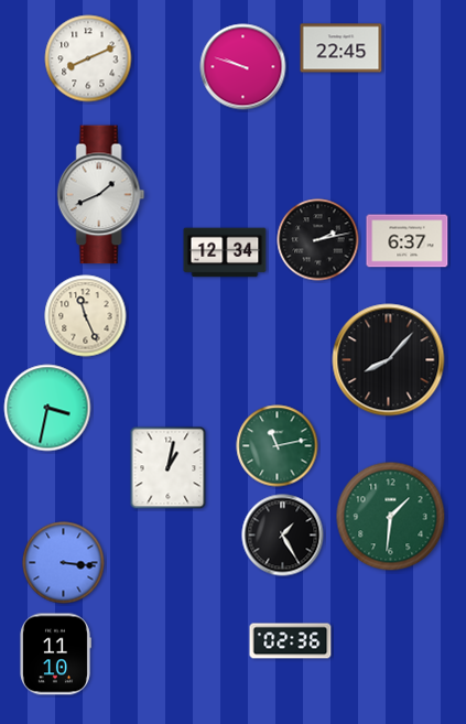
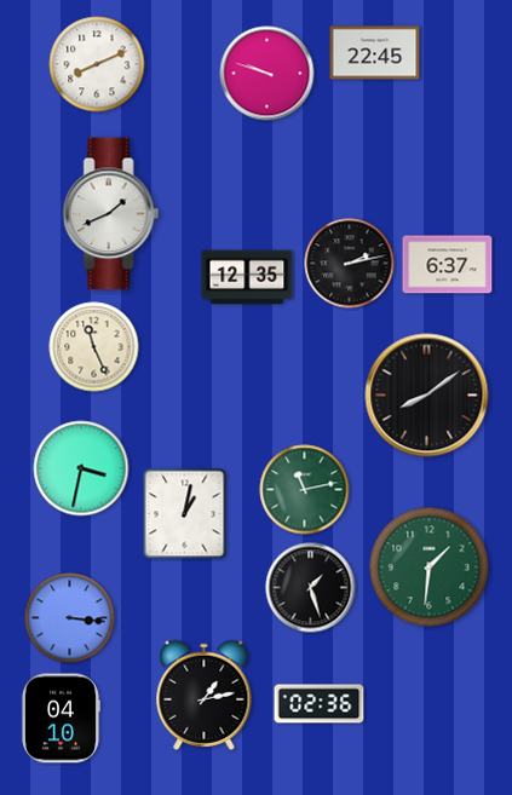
clock at (225, 252): 12:34 -> 12:35
clock at (389, 360): 8:07 -> 8:09
clock at (47, 408) position: (47, 408) -> (81, 468)
clock at (283, 536): 1:25 -> 1:27
clock at (205, 695): none -> 1:13
clock at (55, 655): 11:10 -> 04:10
